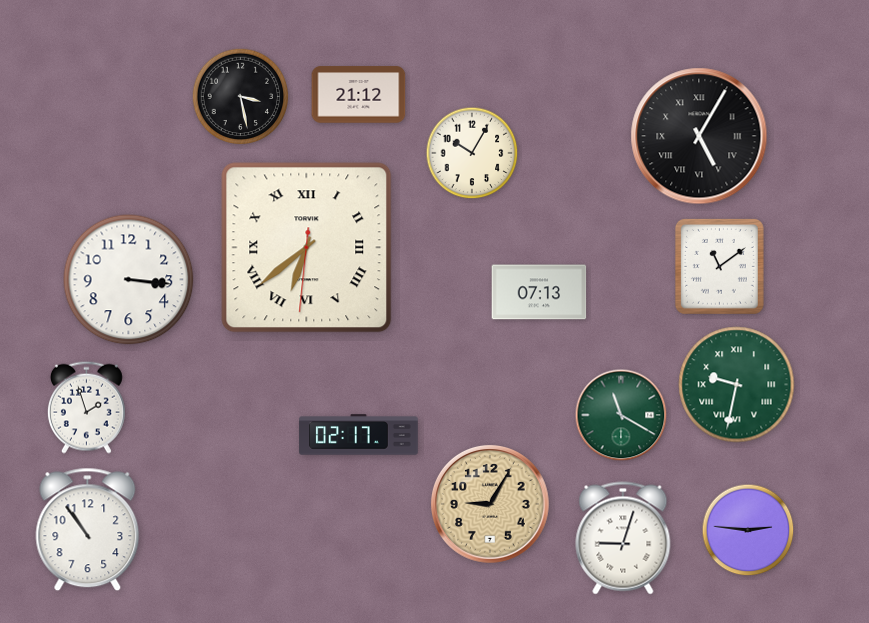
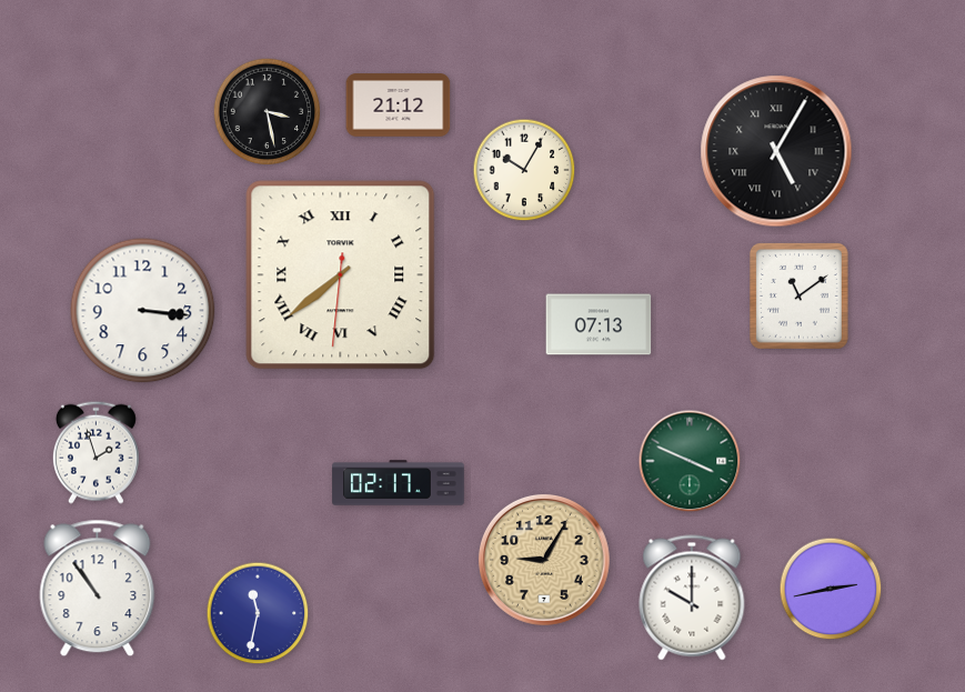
clock at (241, 97) position: (241, 97) -> (268, 112)
clock at (307, 248): 6:38 -> 7:38
clock at (737, 385): 9:32 -> none
clock at (621, 415): 11:20 -> 3:49
clock at (748, 530): 2:46 -> 2:43
clock at (623, 538): 9:03 -> 10:00
clock at (258, 613): none -> 11:32
